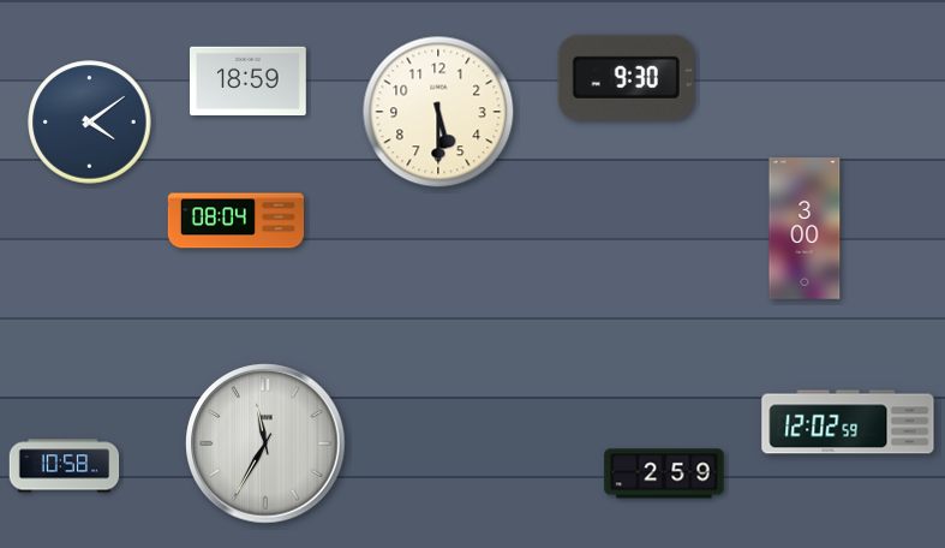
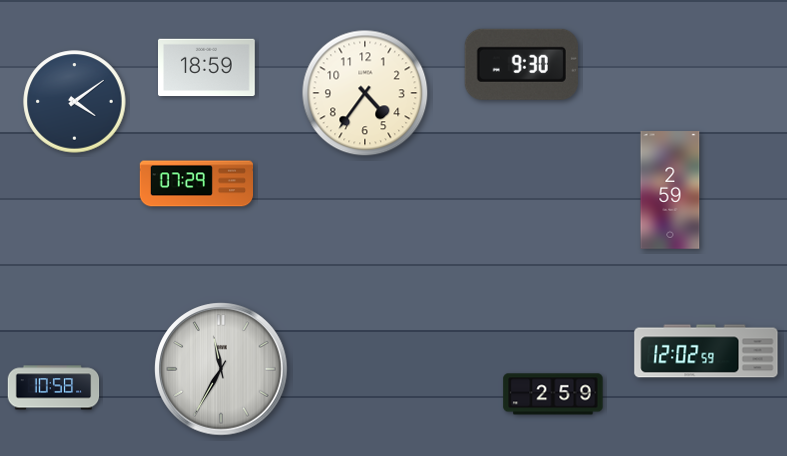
clock at (438, 112): 5:30 -> 4:36
clock at (235, 221): 08:04 -> 07:29
clock at (805, 228): 3:00 -> 2:59
